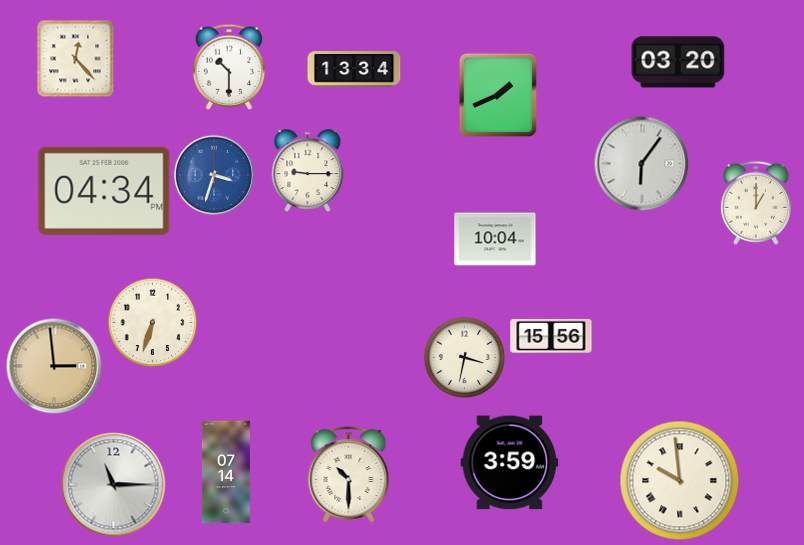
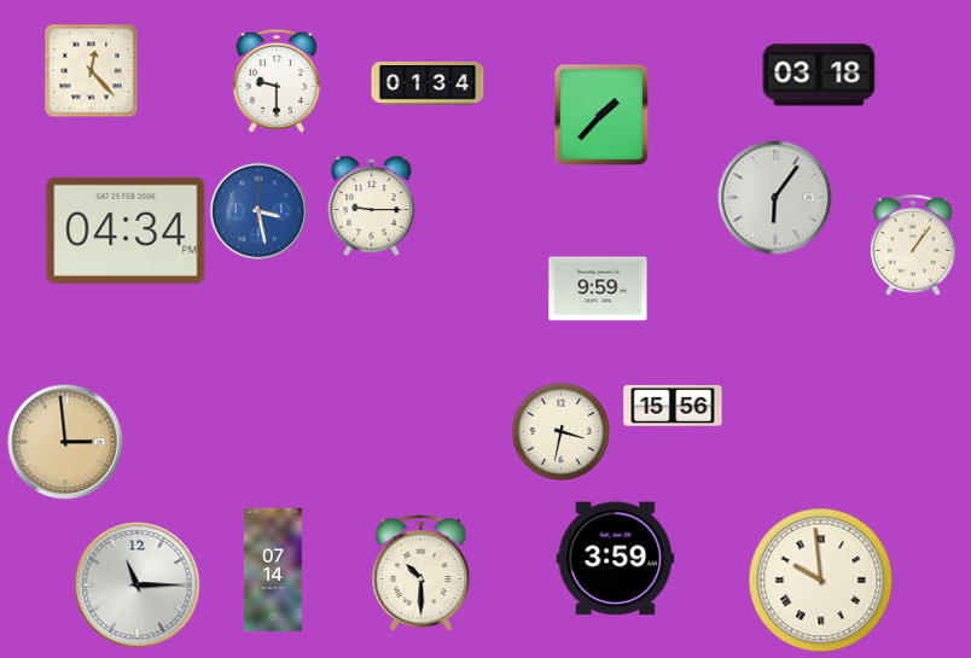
clock at (678, 62): 03:20 -> 03:18
clock at (229, 67): 10:30 -> 9:30
clock at (354, 69): 13:34 -> 01:34
clock at (498, 95): 1:41 -> 1:37
clock at (214, 175): 3:33 -> 3:28
clock at (756, 203): 1:00 -> 1:06
clock at (495, 239): 10:04 -> 9:59
clock at (152, 322): 6:33 -> none
clock at (551, 336) position: (551, 336) -> (673, 406)
